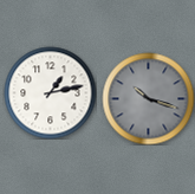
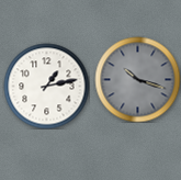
clock at (148, 98) position: (148, 98) -> (137, 79)
